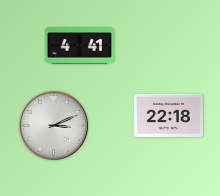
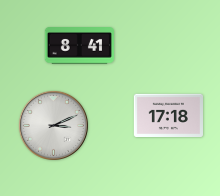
clock at (79, 46): 4:41 -> 8:41
clock at (168, 115): 22:18 -> 17:18
